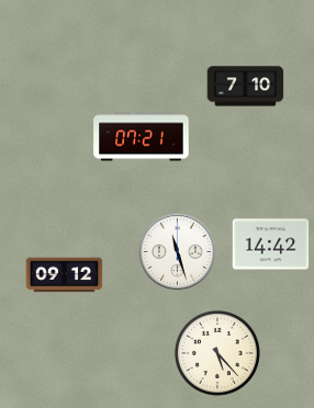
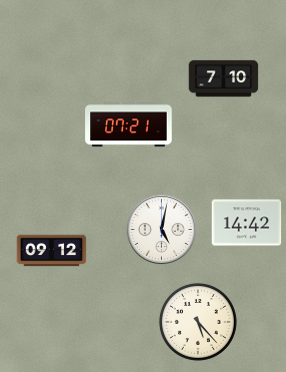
clock at (178, 252): 11:27 -> 5:02
clock at (65, 275) position: (65, 275) -> (52, 251)
